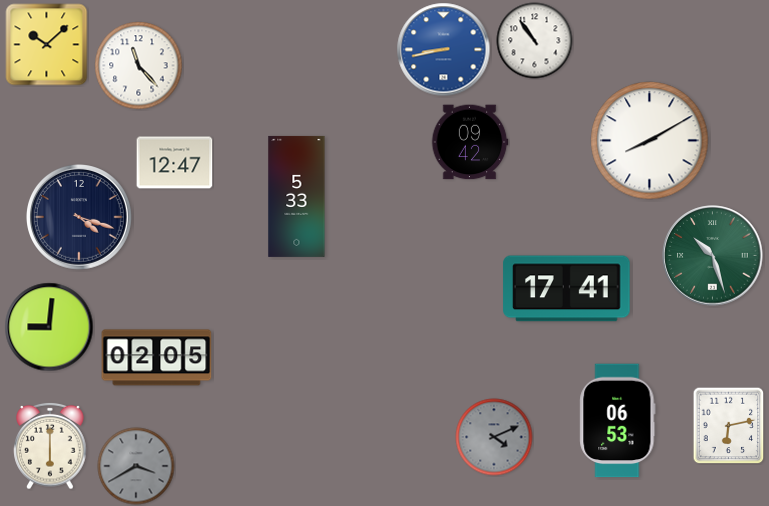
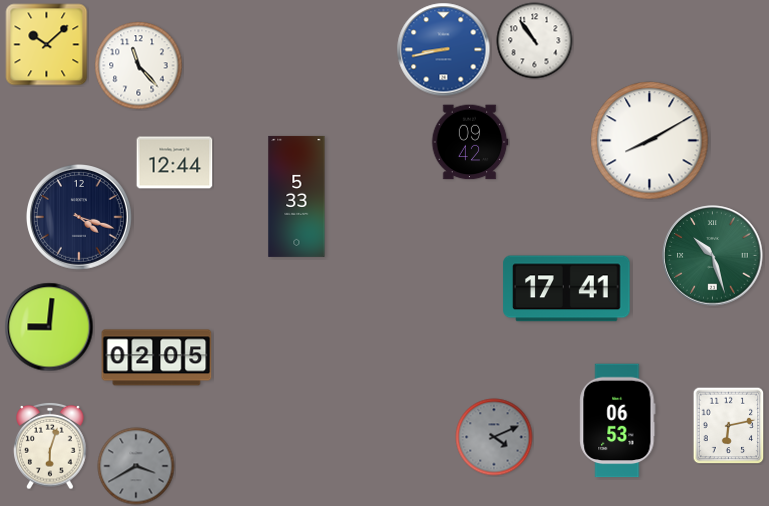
clock at (175, 163): 12:47 -> 12:44
clock at (50, 446): 6:00 -> 6:03
